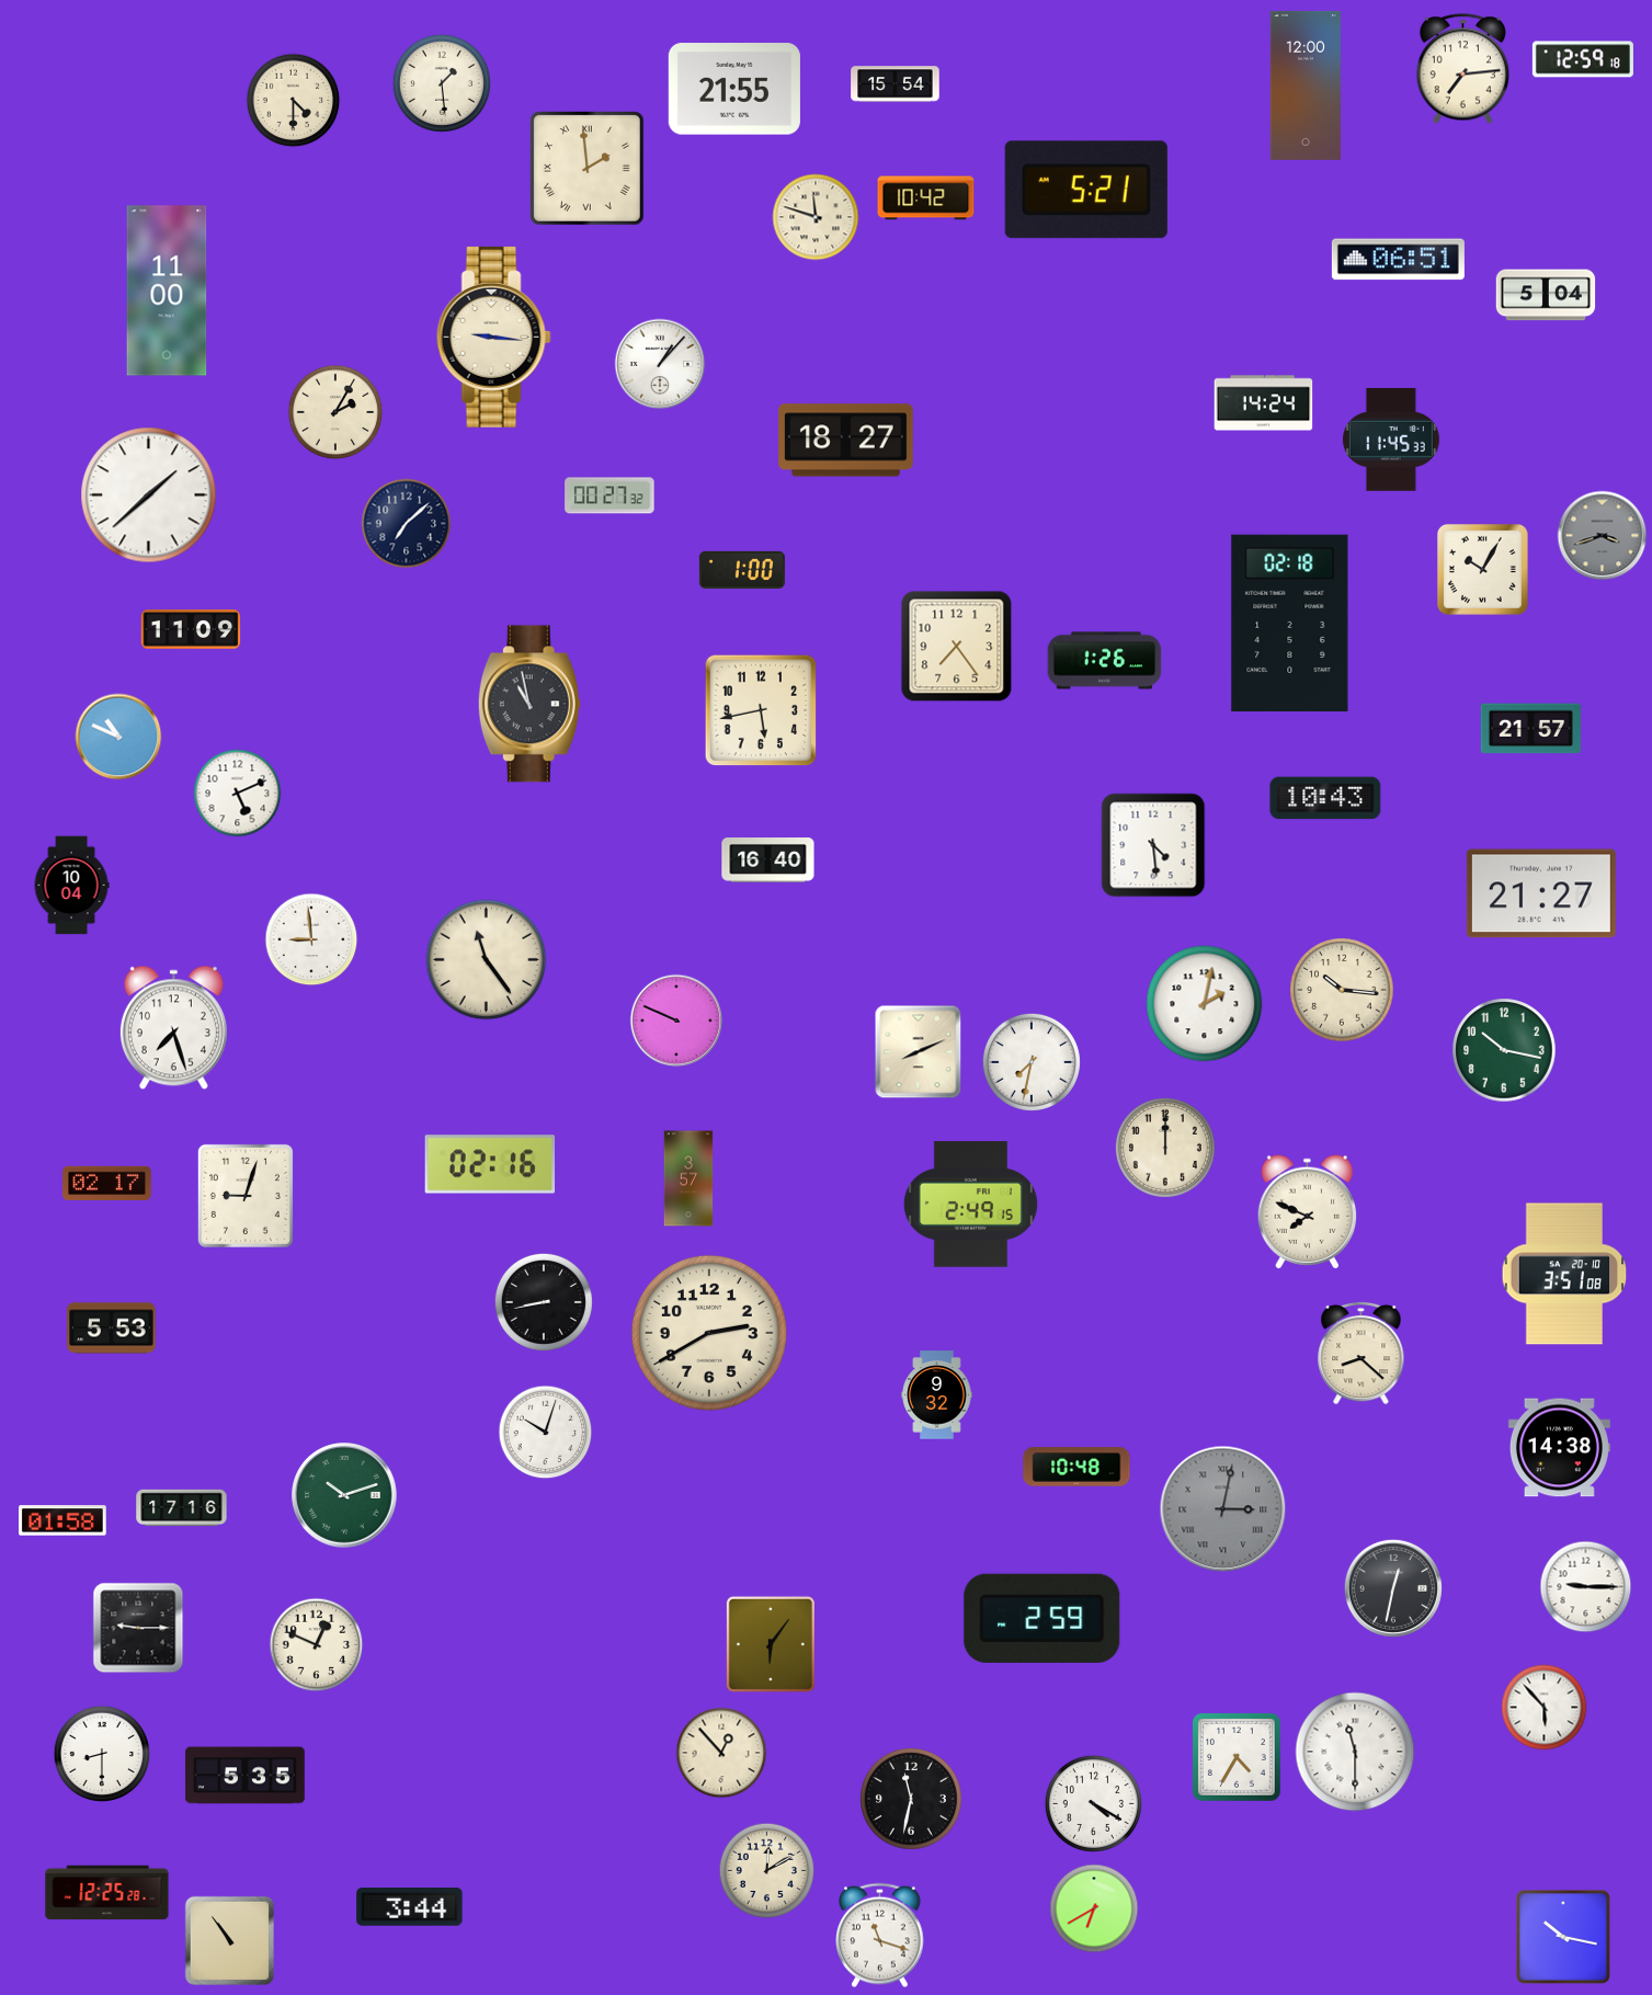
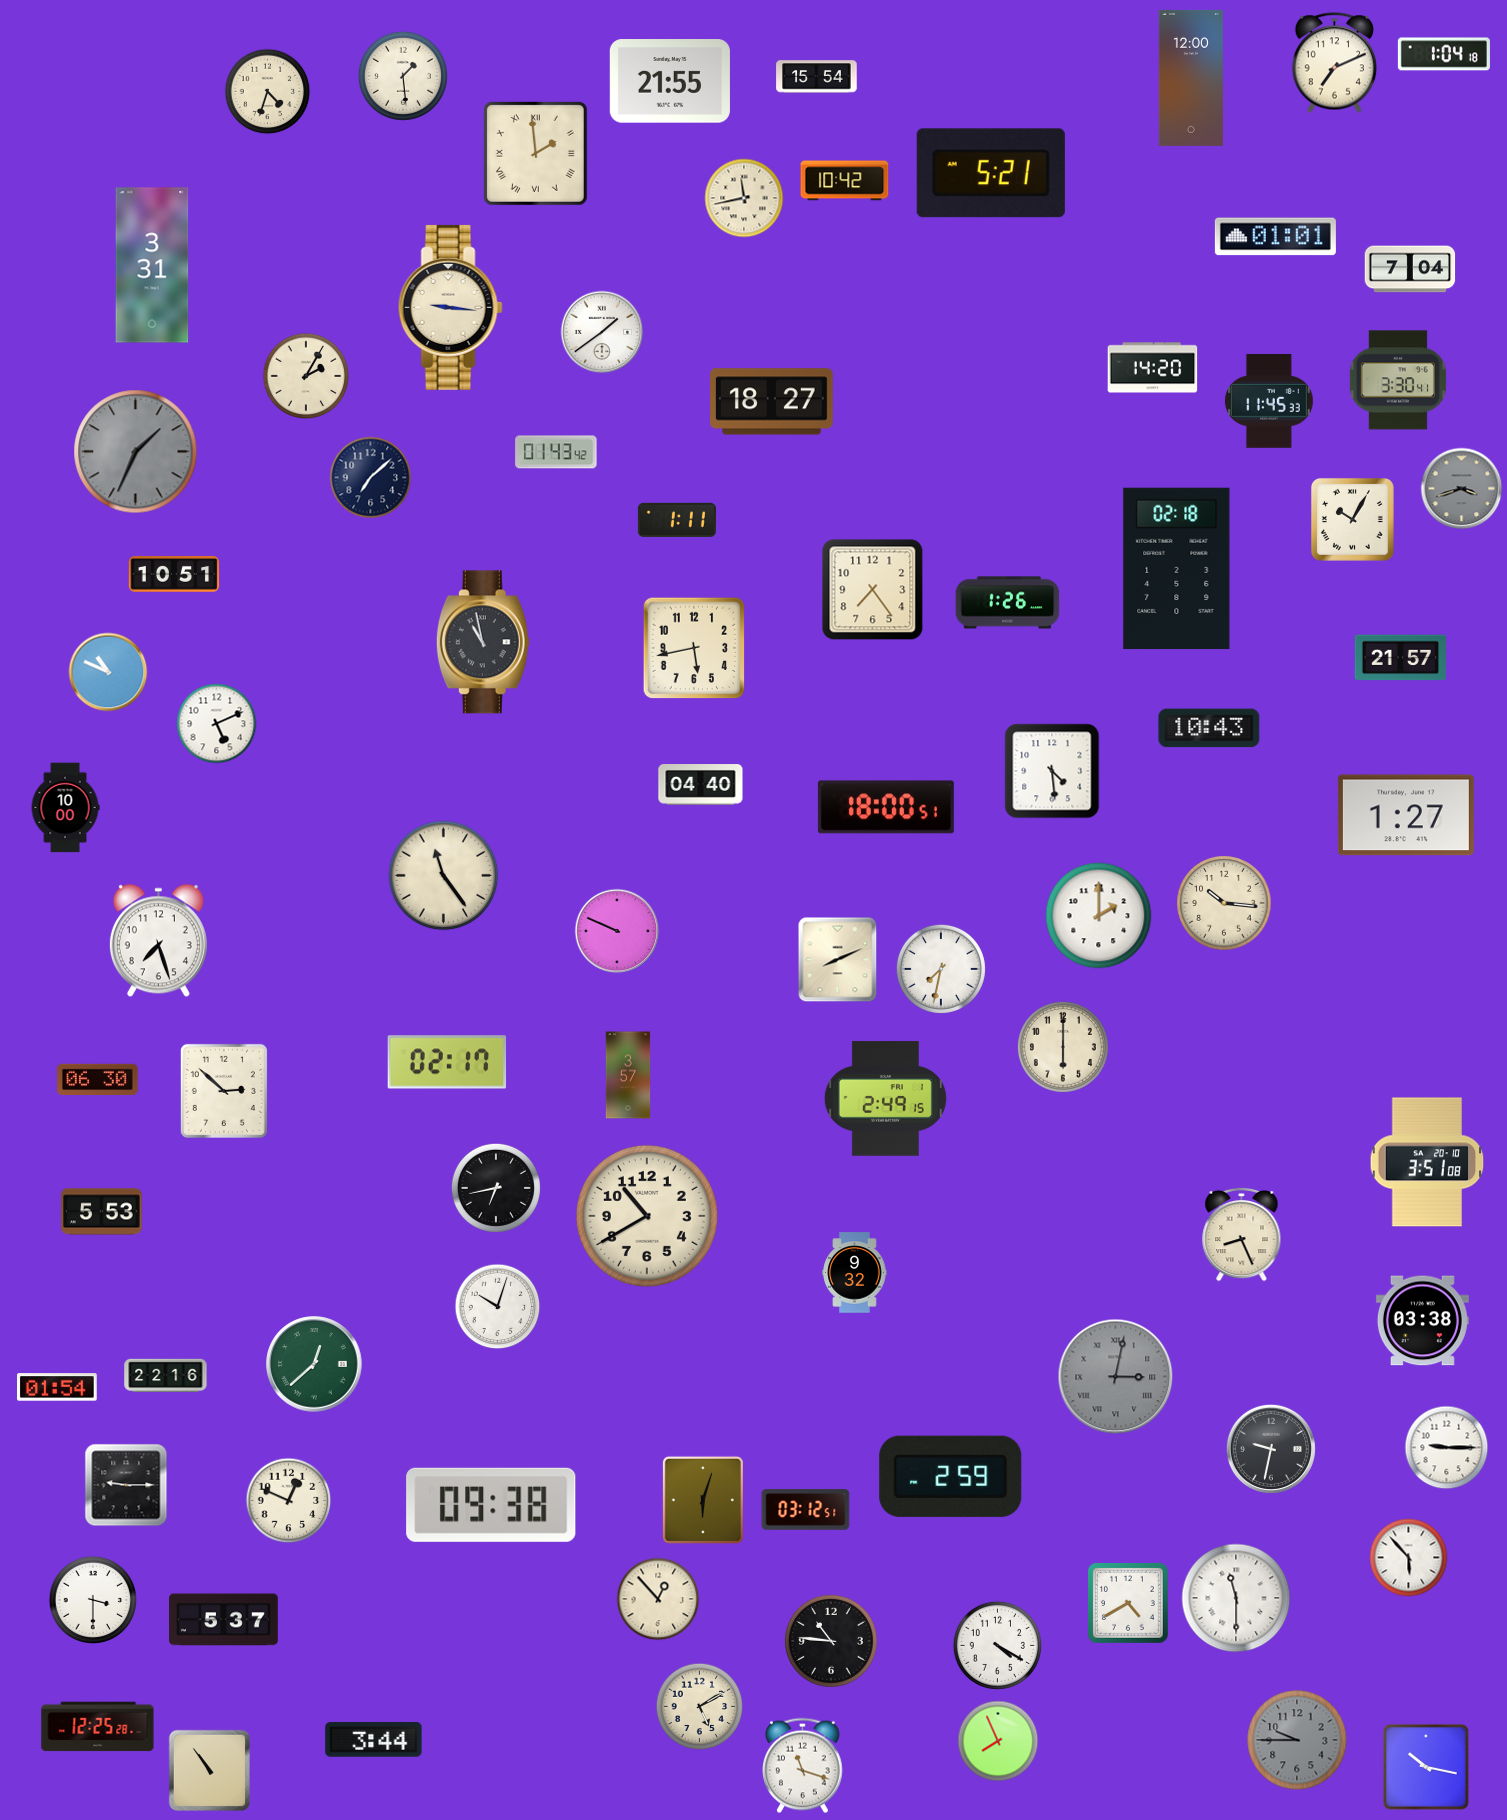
clock at (1583, 59): 12:59 -> 1:04
clock at (1462, 69): 7:14 -> 7:11
clock at (294, 101): 4:30 -> 4:33
clock at (816, 217): 11:48 -> 11:43
clock at (1398, 260): 06:51 -> 01:01
clock at (167, 290): 11:00 -> 3:31
clock at (1546, 295): 5:04 -> 7:04
clock at (660, 364): 1:07 -> 1:39
clock at (1264, 403): 14:24 -> 14:20
clock at (1398, 380): none -> 3:30
clock at (149, 495): 1:38 -> 1:34
clock at (149, 495) dial: white -> grey
clock at (609, 495): 00:27 -> 01:43
clock at (742, 570): 1:00 -> 1:11
clock at (191, 629): 11:09 -> 10:51
clock at (1530, 729) position: (1530, 729) -> (1400, 658)
clock at (768, 860): 16:40 -> 04:40
clock at (886, 807): none -> 18:00
clock at (71, 886): 10:04 -> 10:00
clock at (1541, 893): 21:27 -> 1:27
clock at (311, 939): 8:59 -> none
clock at (1205, 1004): 2:02 -> 2:00
clock at (173, 1028) position: (173, 1028) -> (158, 941)
clock at (1504, 1050): 10:17 -> none
clock at (1165, 1148): 12:00 -> 6:00
clock at (490, 1164): 02:16 -> 02:17
clock at (107, 1183): 02:17 -> 06:30
clock at (246, 1196): 9:03 -> 2:52
clock at (1308, 1212): 7:49 -> none
clock at (544, 1302): 8:43 -> 6:43
clock at (709, 1333): 2:40 -> 10:40
clock at (1362, 1353): 8:22 -> 8:26
clock at (1559, 1448): 14:38 -> 03:38
clock at (1076, 1467): 10:48 -> none
clock at (344, 1495): 10:12 -> 12:38
clock at (182, 1508): 17:16 -> 22:16
clock at (64, 1520): 01:58 -> 01:54
clock at (1393, 1588): 12:32 -> 9:32
clock at (771, 1644): 6:06 -> 6:03
clock at (491, 1505): none -> 09:38
clock at (806, 1510): none -> 03:12
clock at (101, 1753): 8:30 -> 3:30
clock at (1237, 1757): 4:35 -> 4:40
clock at (246, 1776): 5:35 -> 5:37
clock at (912, 1800): 11:32 -> 10:46
clock at (767, 1871): 12:10 -> 5:10
clock at (1297, 1740): none -> 9:45
clock at (1094, 1908): 6:40 -> 7:56
